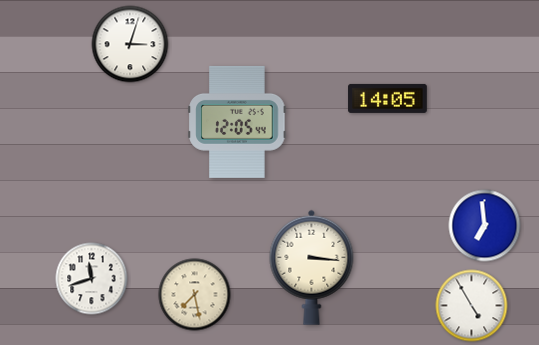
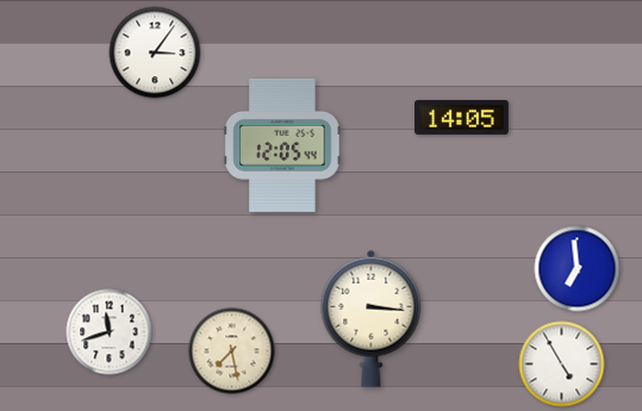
clock at (130, 44): 3:03 -> 3:06
